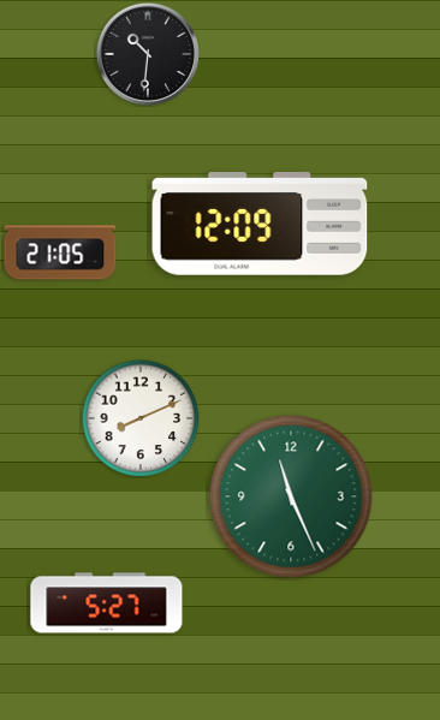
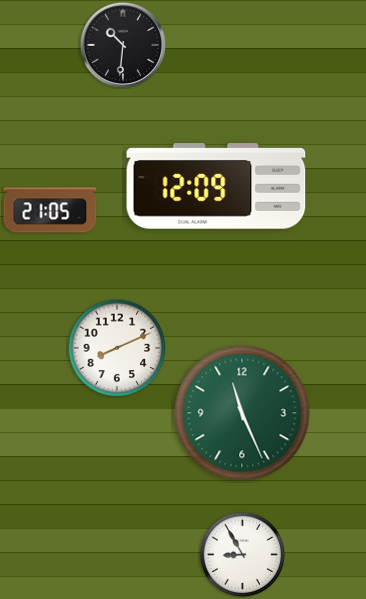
clock at (107, 603): 5:27 -> none
clock at (242, 554): none -> 8:55
